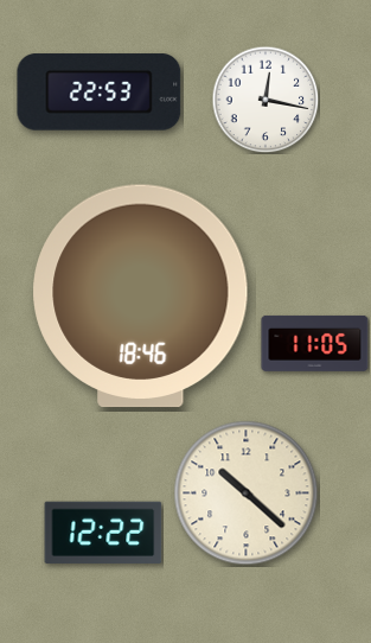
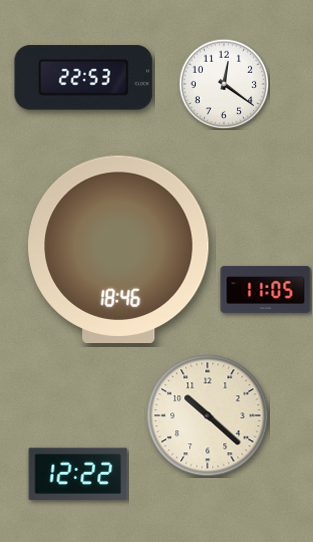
clock at (266, 100): 12:17 -> 12:21
clock at (103, 533) position: (103, 533) -> (78, 474)
